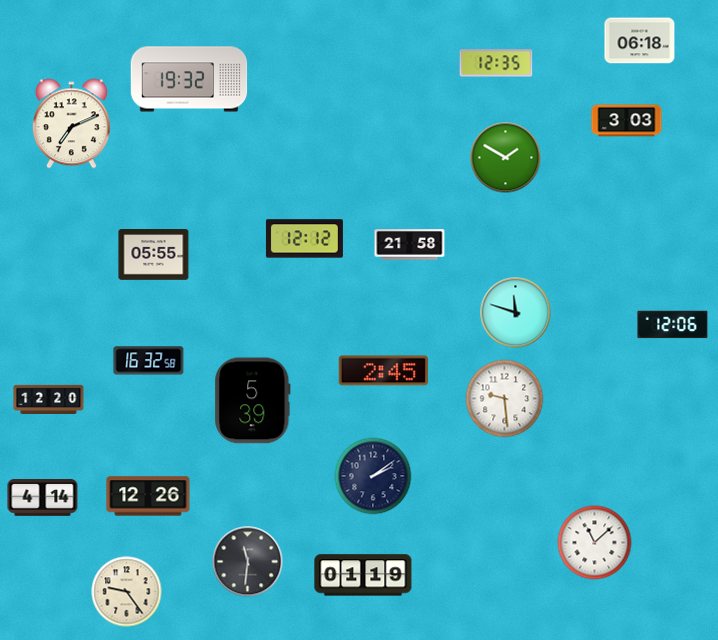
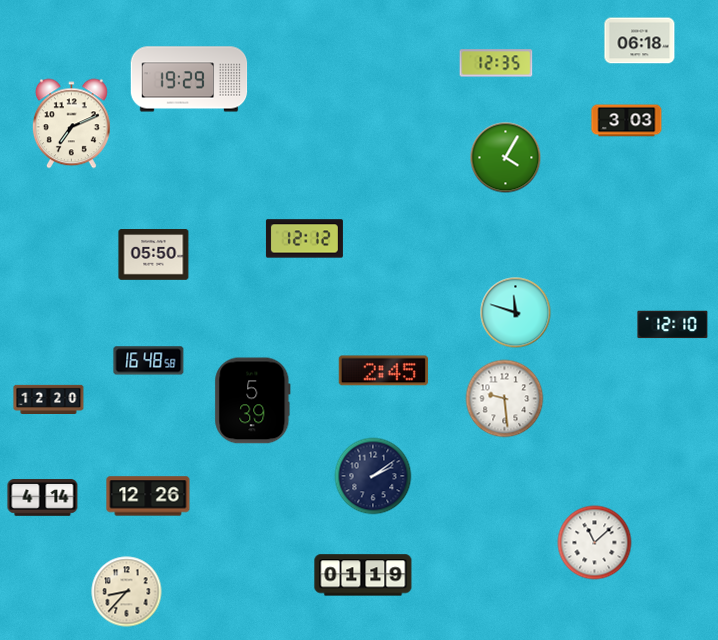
clock at (189, 79): 19:32 -> 19:29
clock at (506, 158): 1:50 -> 4:05
clock at (410, 245): 21:58 -> none
clock at (154, 255): 05:55 -> 05:50
clock at (673, 325): 12:06 -> 12:10
clock at (149, 361): 16:32 -> 16:48
clock at (248, 562): 11:31 -> none
clock at (127, 592): 9:24 -> 8:37
